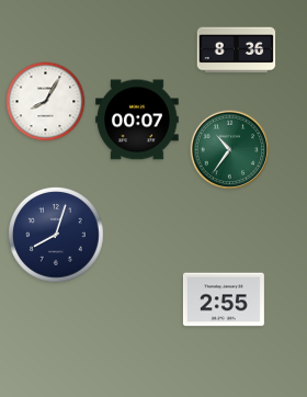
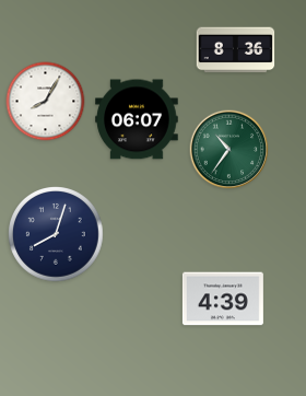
clock at (137, 120): 00:07 -> 06:07
clock at (224, 299): 2:55 -> 4:39
